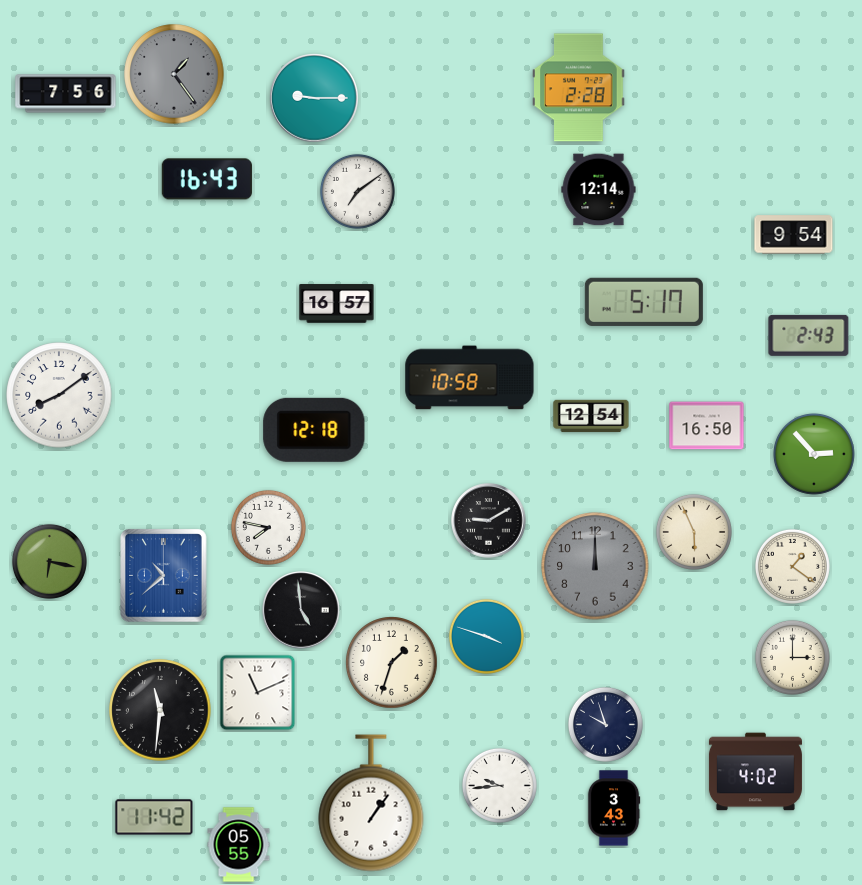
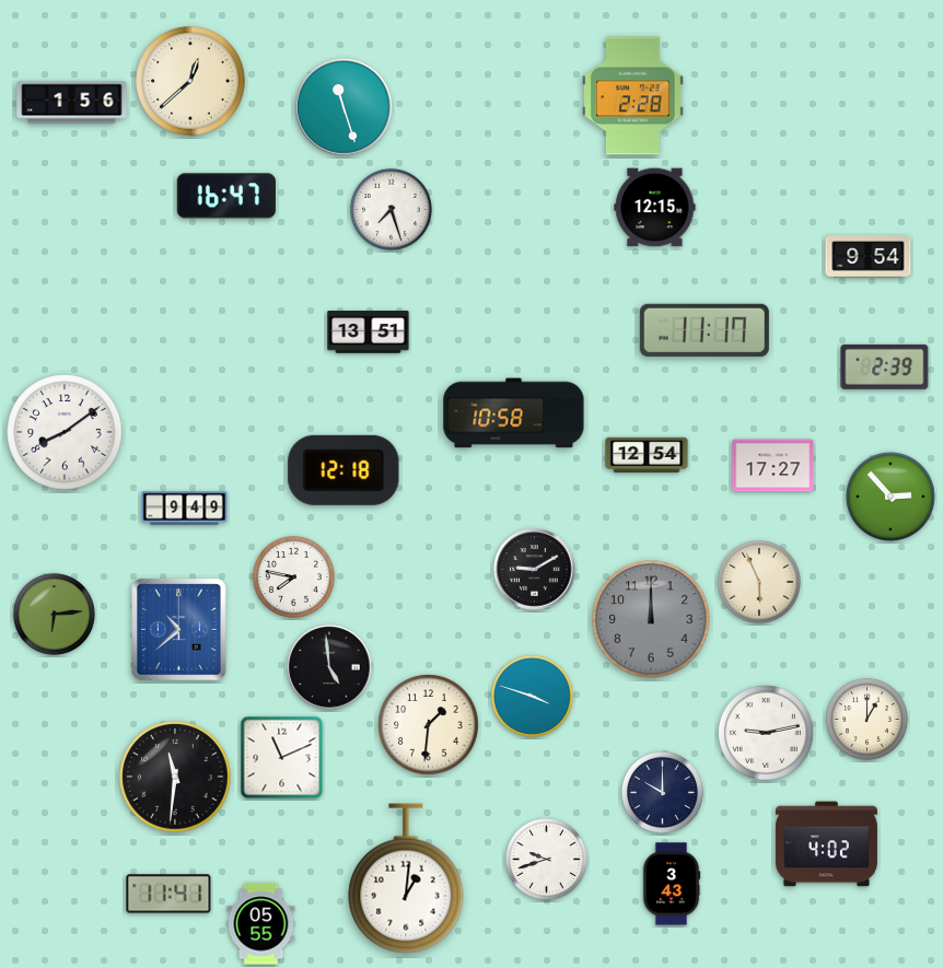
clock at (174, 74): 1:24 -> 12:38
clock at (174, 74) dial: grey -> cream
clock at (66, 94): 7:56 -> 1:56
clock at (315, 99): 9:15 -> 11:27
clock at (207, 179): 16:43 -> 16:47
clock at (599, 190): 12:14 -> 12:15
clock at (357, 191): 7:09 -> 7:27
clock at (644, 302): 5:17 -> 11:17
clock at (337, 304): 16:57 -> 13:51
clock at (809, 335): 2:43 -> 2:39
clock at (707, 426): 16:50 -> 17:27
clock at (185, 509): none -> 9:49
clock at (49, 561): 6:17 -> 6:14
clock at (792, 566): 1:21 -> none
clock at (792, 657): 3:00 -> 1:00
clock at (392, 663): 1:33 -> 1:31
clock at (767, 734): none -> 9:13
clock at (605, 724): 9:57 -> 10:00
clock at (499, 785): 9:44 -> 9:42
clock at (371, 803): 1:06 -> 1:01
clock at (154, 817): 11:42 -> 11:41
